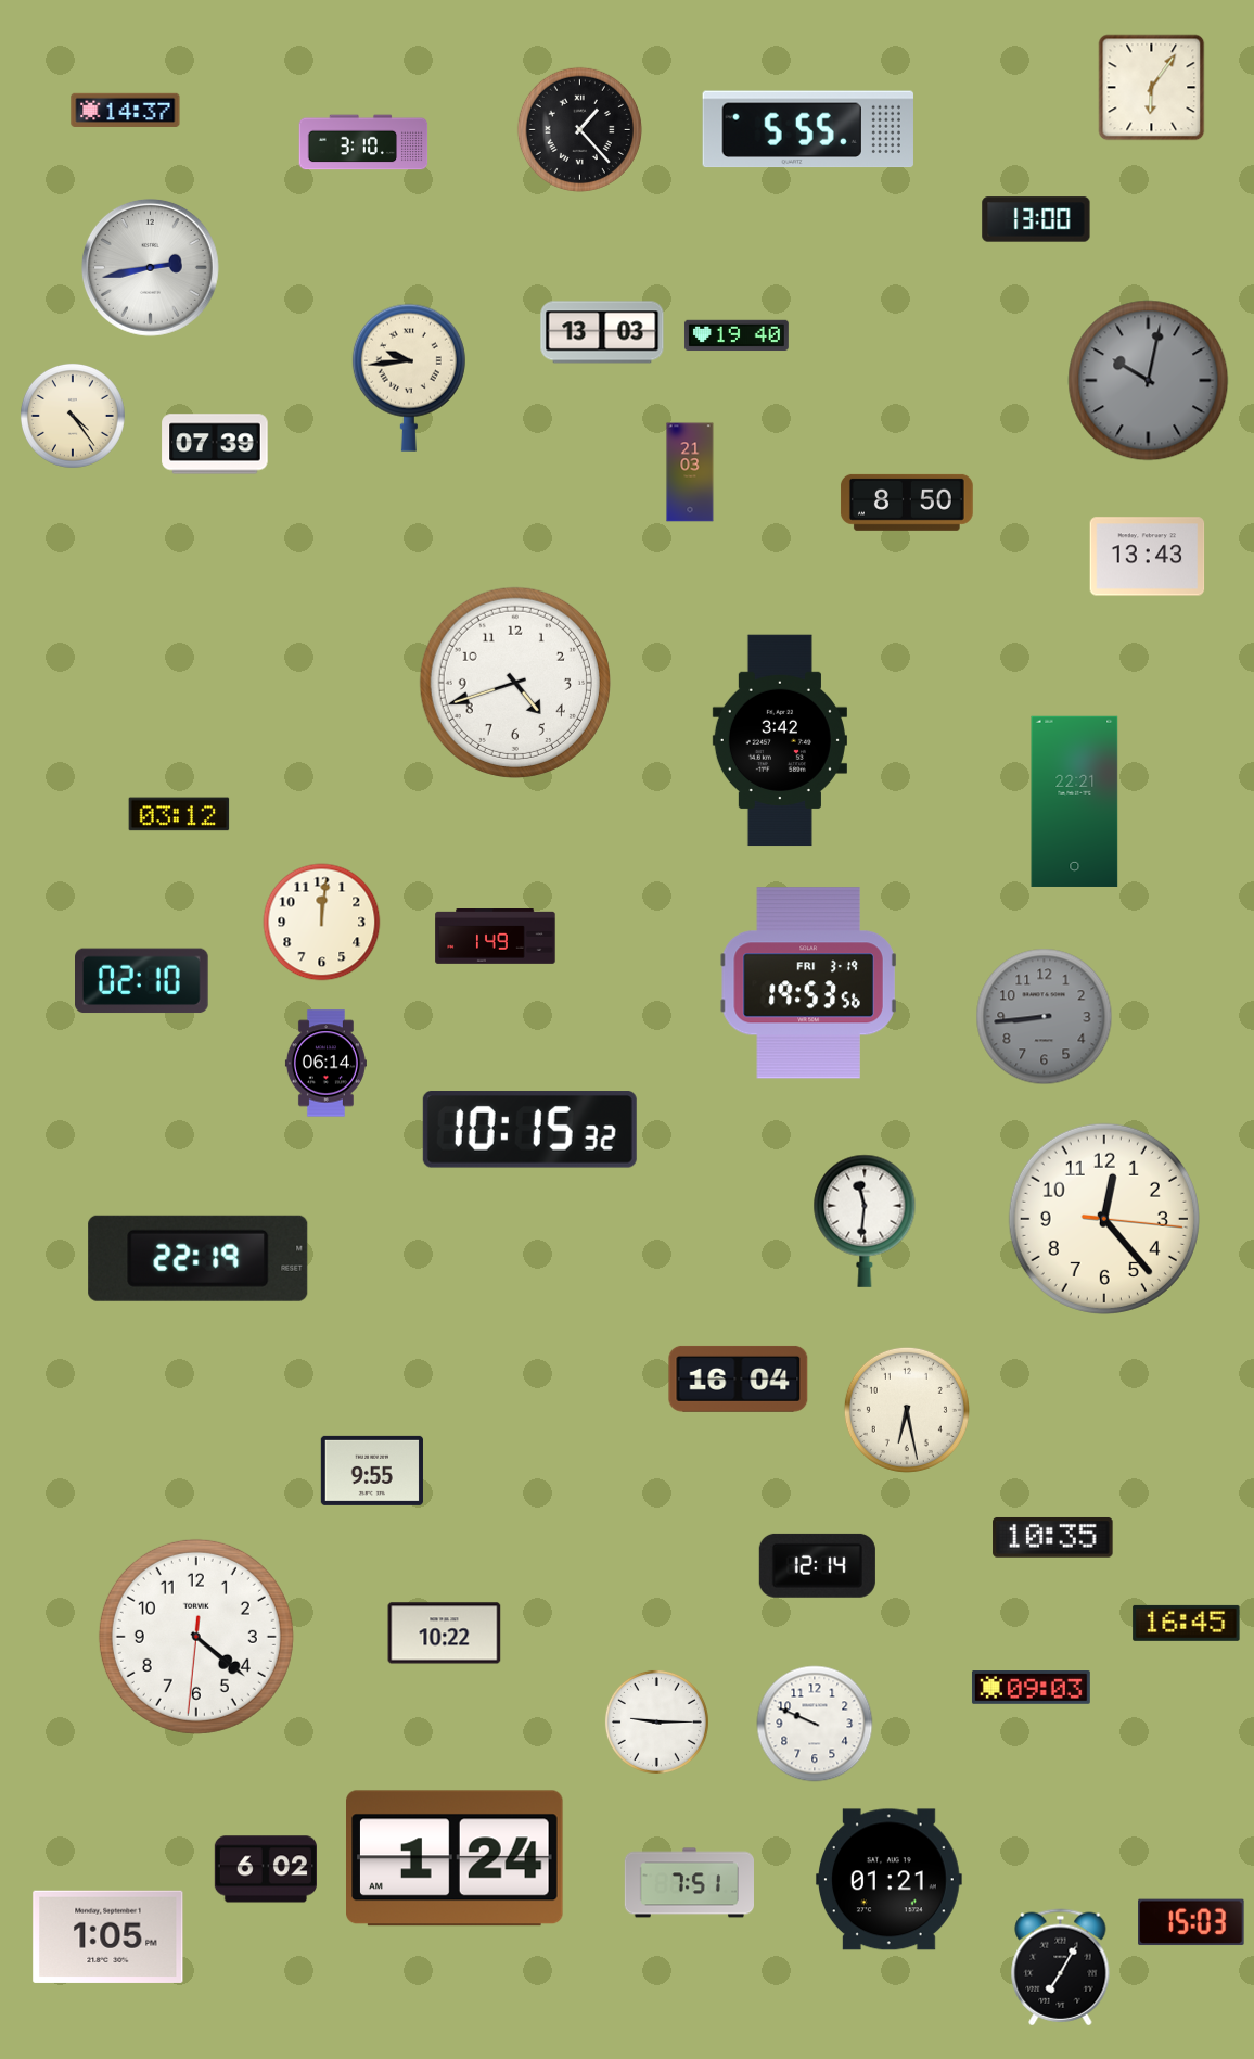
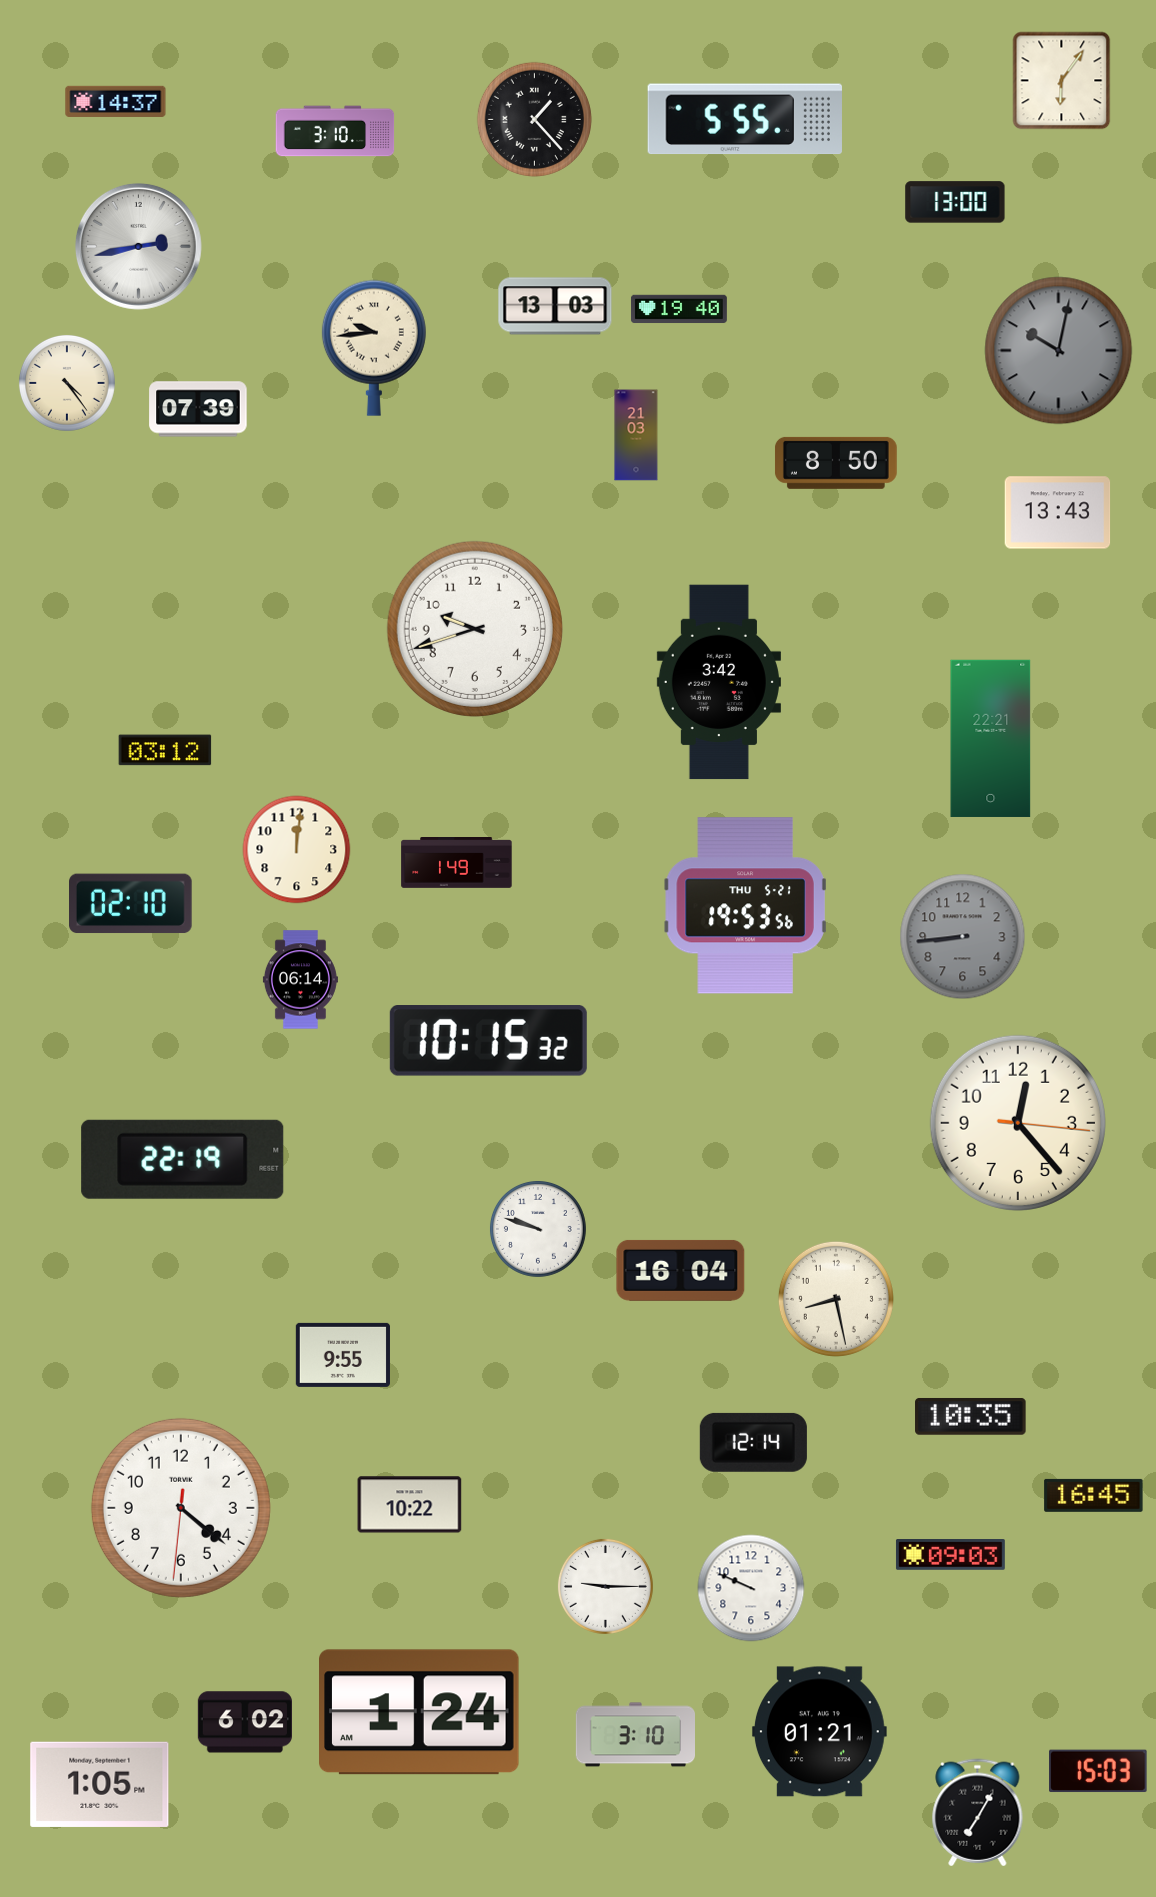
clock at (409, 378) position: (409, 378) -> (374, 348)
clock at (515, 683): 4:42 -> 9:42
clock at (809, 983) date: FRI 3-19 -> THU 5-21
clock at (865, 1221): 11:31 -> none
clock at (538, 1229): none -> 9:48
clock at (907, 1410): 6:28 -> 8:28
clock at (689, 1883): 7:51 -> 3:10
